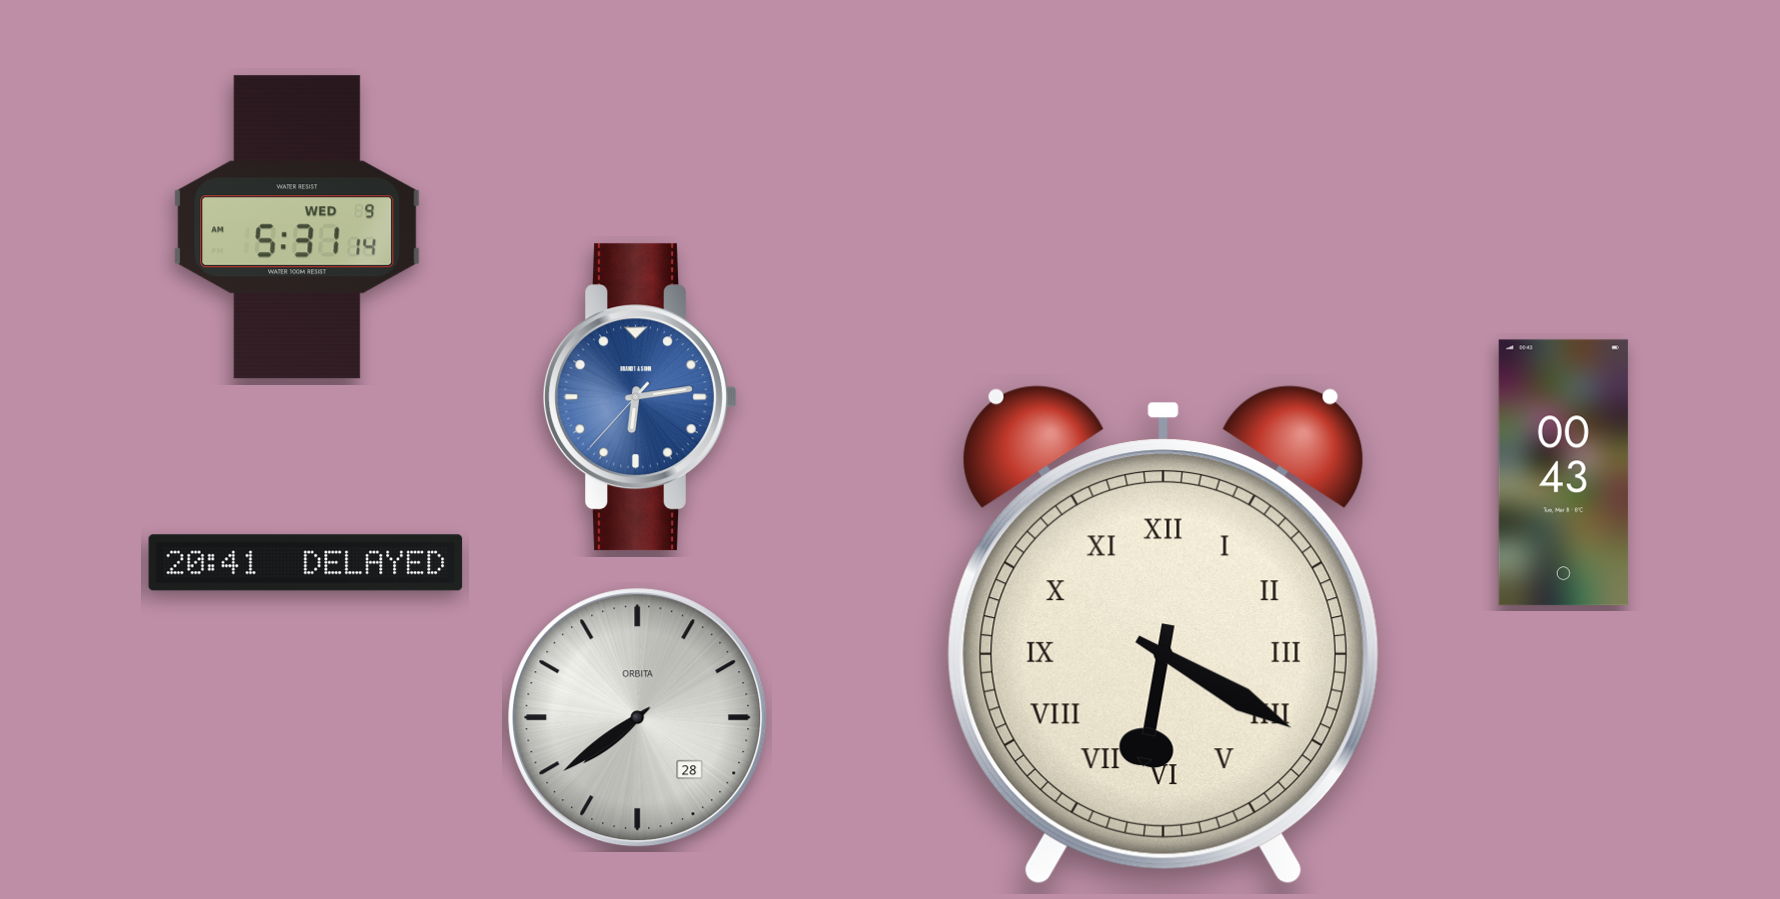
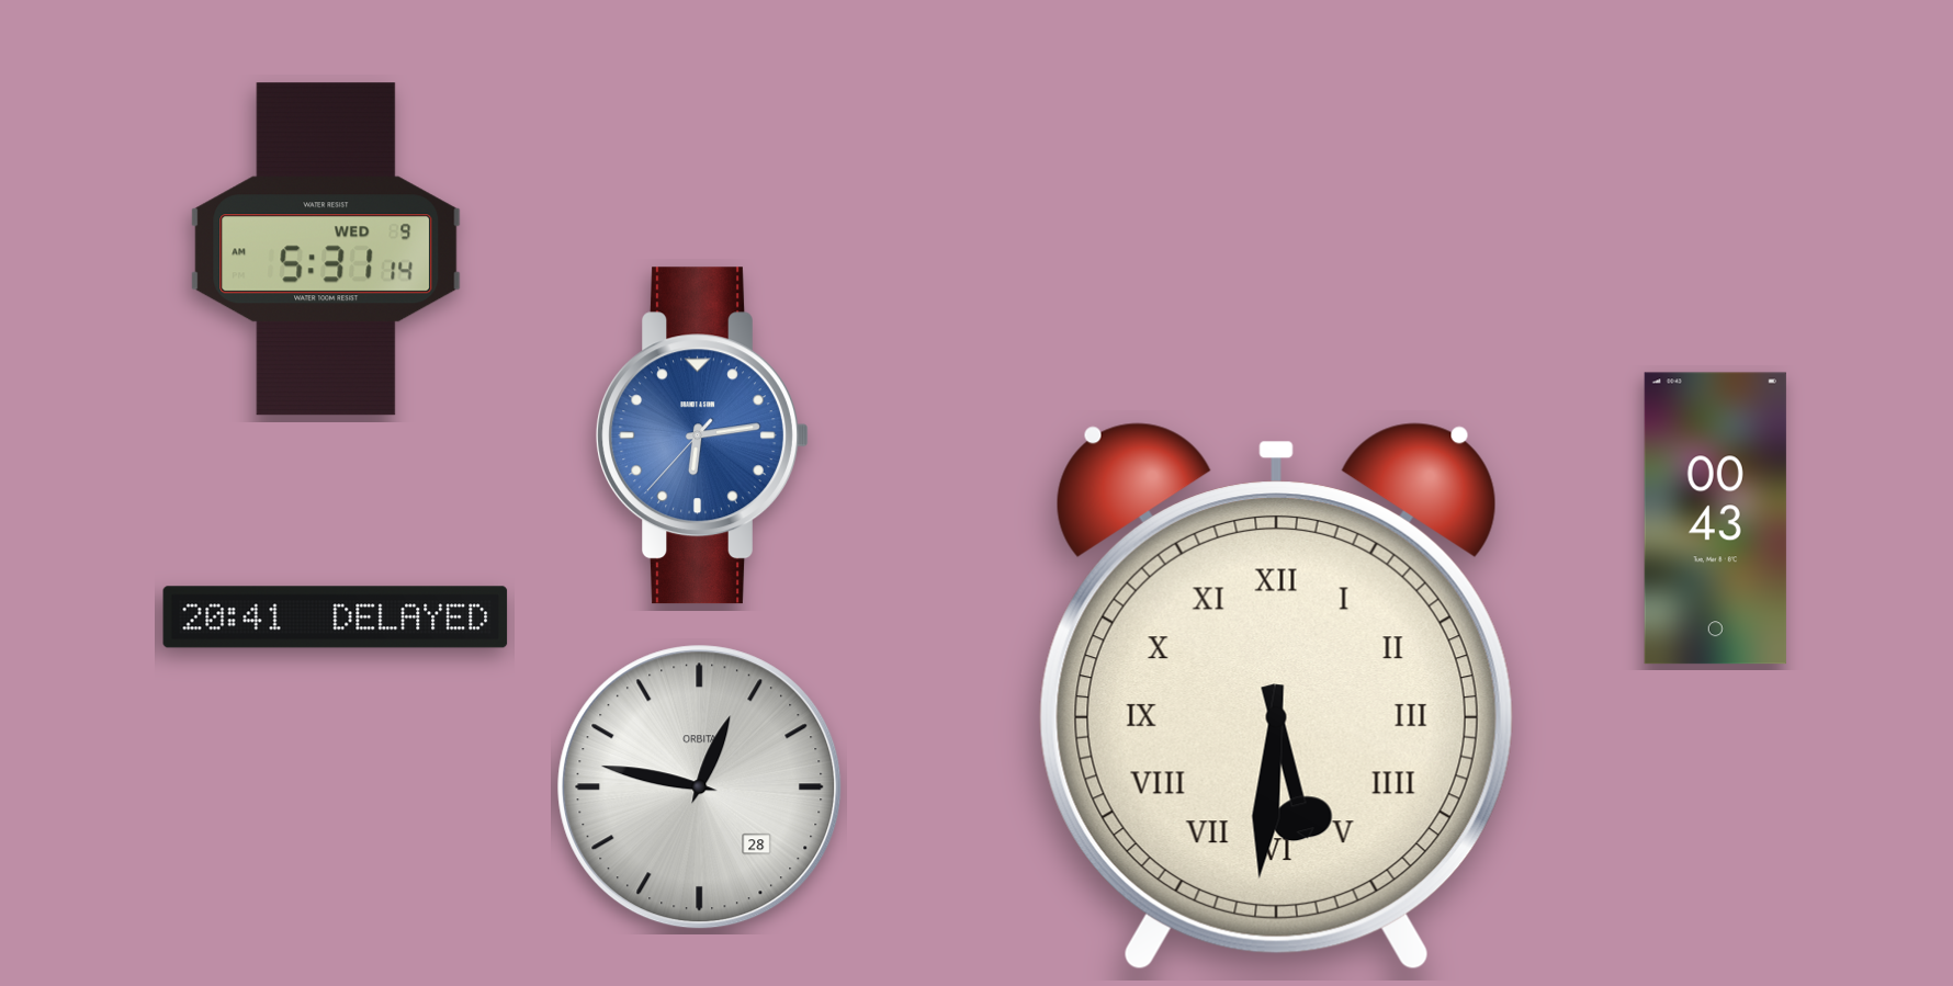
clock at (1163, 635): 6:20 -> 5:31
clock at (638, 718): 7:39 -> 12:47
